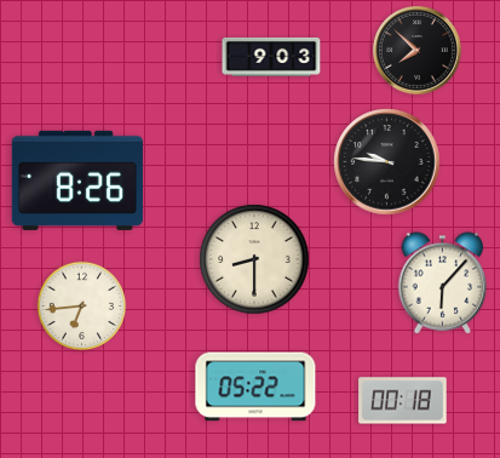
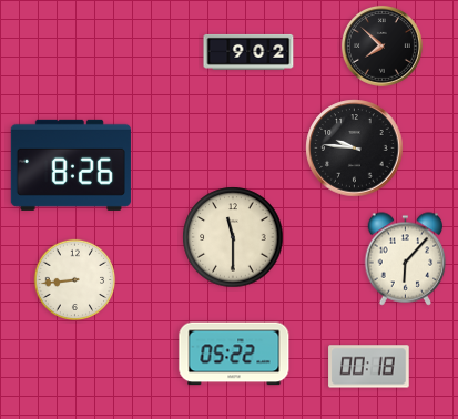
clock at (271, 57): 9:03 -> 9:02
clock at (254, 259): 8:30 -> 11:30
clock at (82, 307): 6:44 -> 8:44
